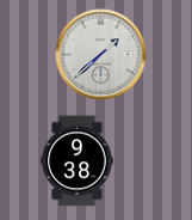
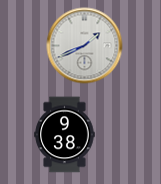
clock at (101, 55): 1:38 -> 1:41
